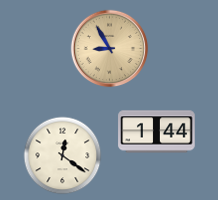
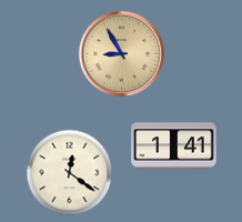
clock at (157, 132): 1:44 -> 1:41
